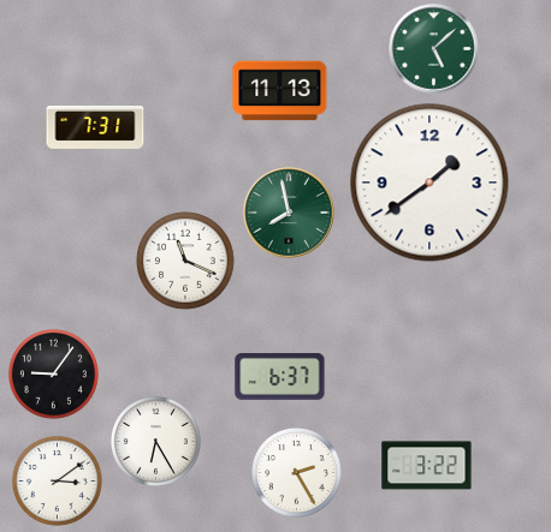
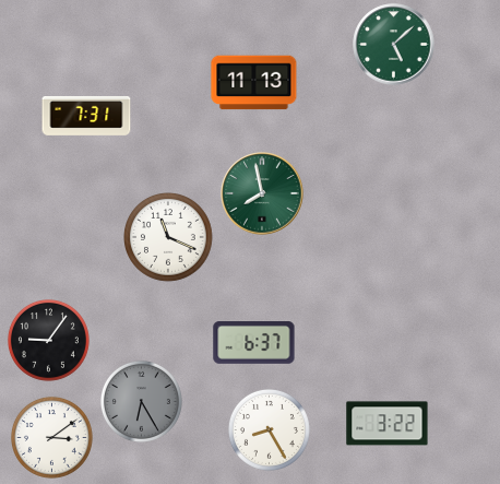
clock at (429, 183): 1:39 -> none
clock at (155, 441) dial: white -> grey
clock at (296, 472): 2:25 -> 8:25
